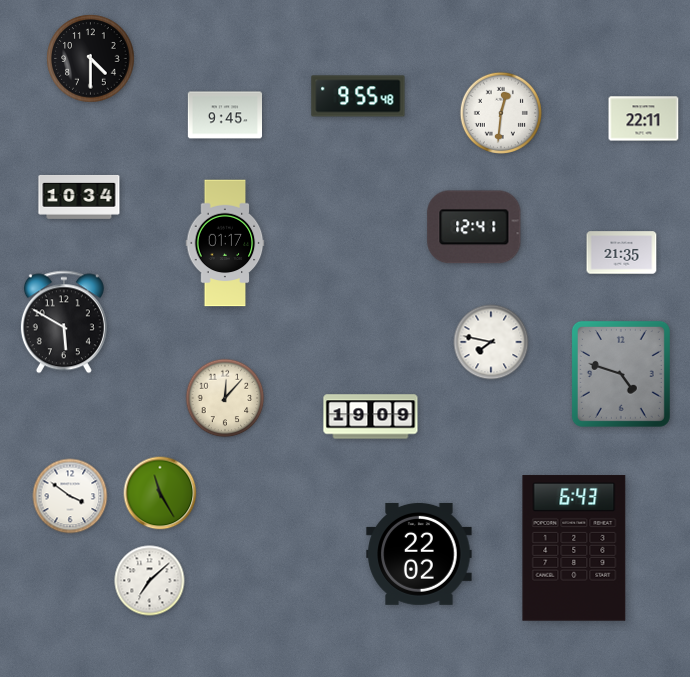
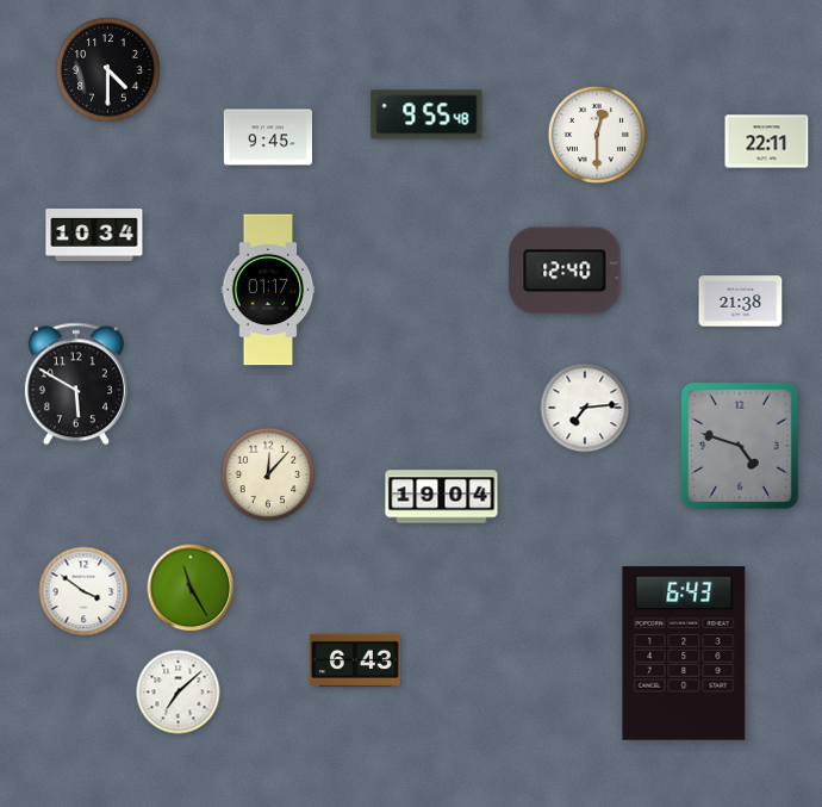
clock at (500, 112): 12:31 -> 12:30
clock at (474, 227): 12:41 -> 12:40
clock at (622, 253): 21:35 -> 21:38
clock at (491, 342): 7:47 -> 7:14
clock at (371, 417): 19:09 -> 19:04
clock at (355, 659): none -> 6:43
clock at (419, 554): 22:02 -> none
